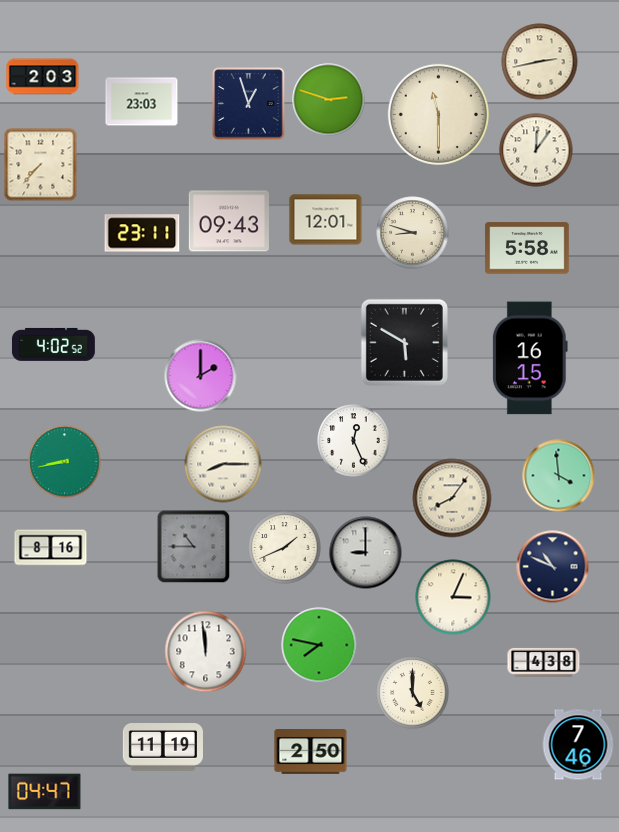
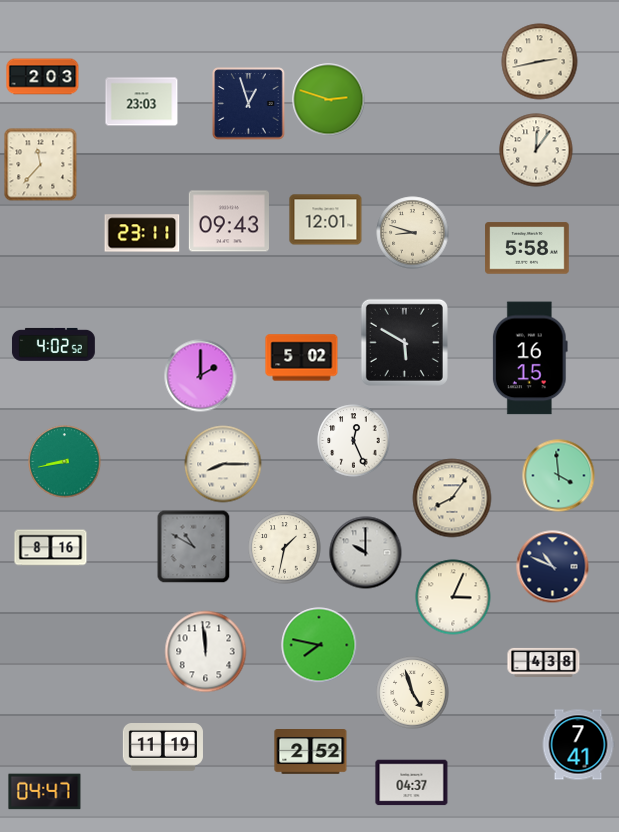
clock at (438, 114): 11:30 -> none
clock at (41, 165): 7:37 -> 11:37
clock at (302, 358): none -> 5:02
clock at (194, 547): 10:45 -> 10:50
clock at (285, 548): 1:41 -> 1:32
clock at (366, 553): 9:00 -> 10:00
clock at (413, 693): 5:00 -> 4:57
clock at (578, 745): 7:46 -> 7:41
clock at (311, 752): 2:50 -> 2:52
clock at (412, 783): none -> 04:37
